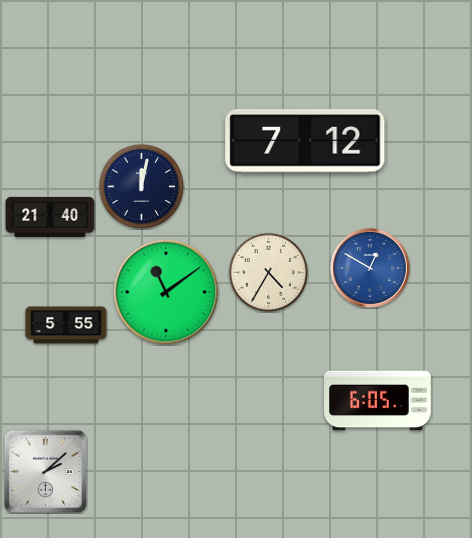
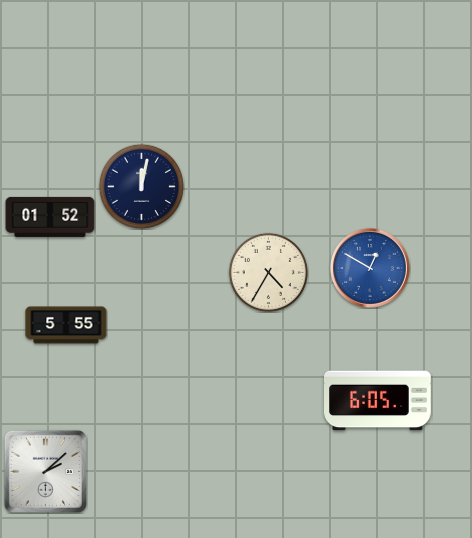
clock at (305, 141): 7:12 -> none
clock at (50, 217): 21:40 -> 01:52
clock at (166, 292): 11:09 -> none
